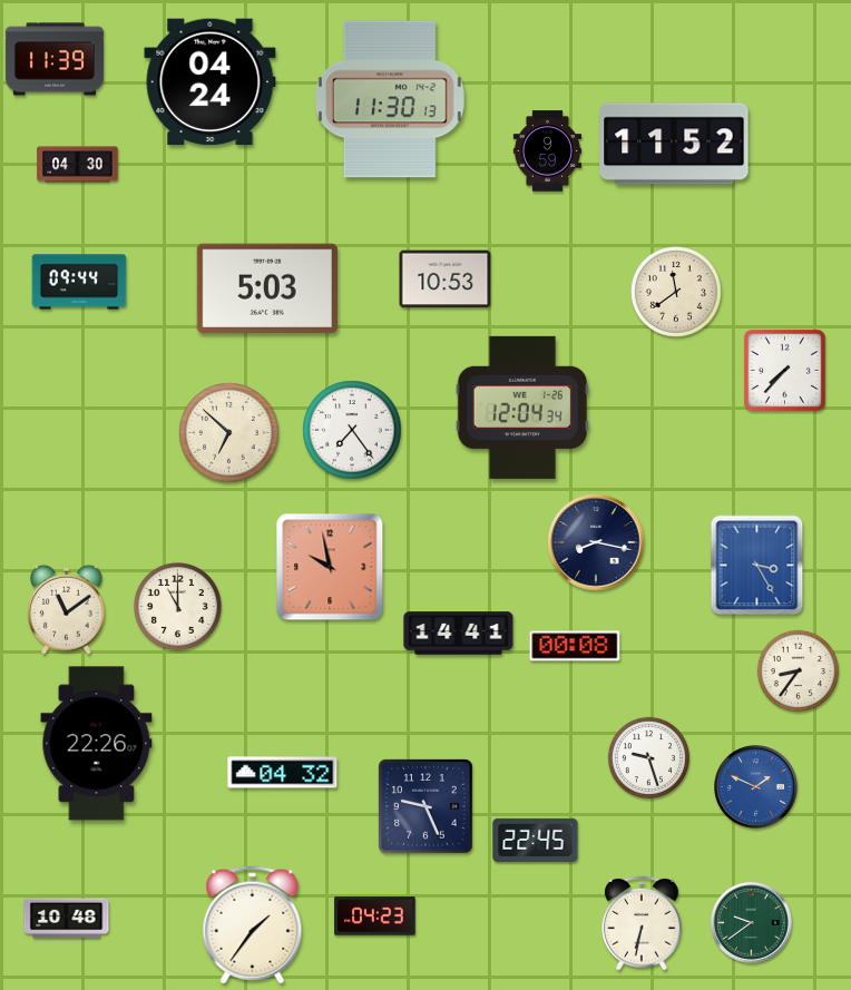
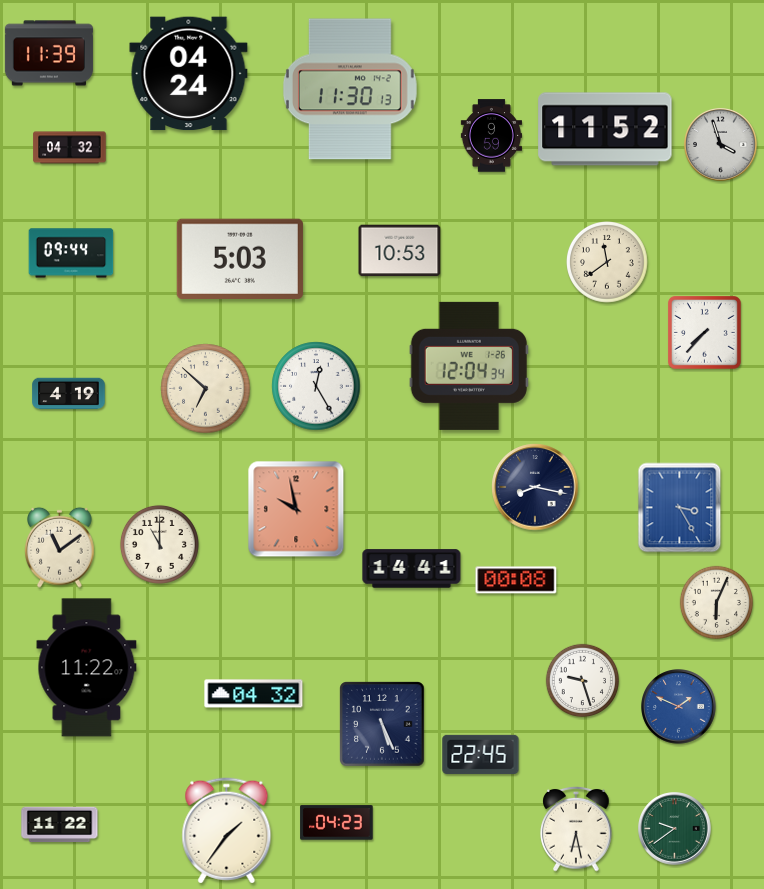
clock at (721, 145): none -> 3:57
clock at (78, 165): 04:30 -> 04:32
clock at (352, 430): 7:24 -> 12:25
clock at (69, 394): none -> 4:19
clock at (798, 670): 8:36 -> 6:04
clock at (97, 744): 22:26 -> 11:22
clock at (425, 806): 9:26 -> 5:26
clock at (67, 919): 10:48 -> 11:22
clock at (642, 923): 6:32 -> 6:28
